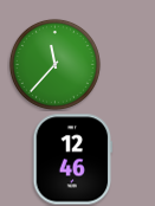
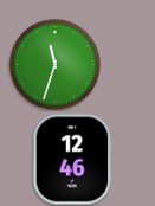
clock at (54, 64): 11:37 -> 11:33
